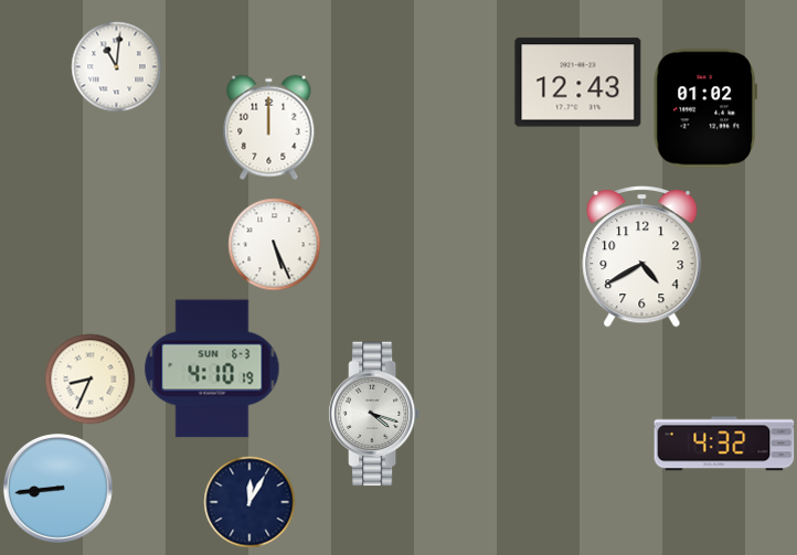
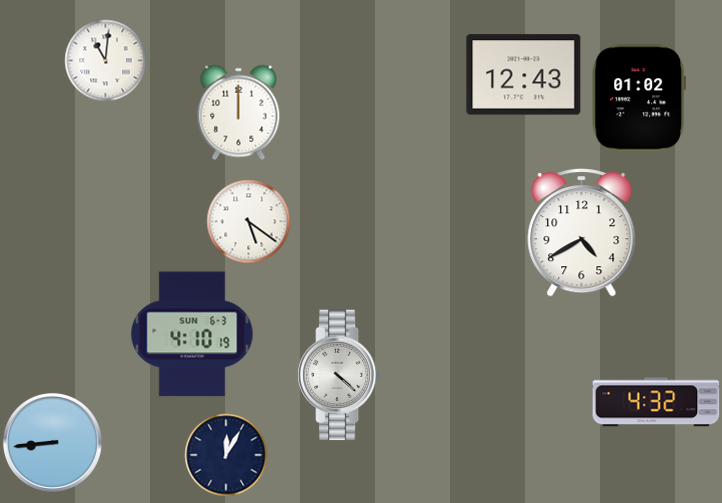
clock at (269, 127) position: (269, 127) -> (239, 112)
clock at (274, 244): 5:26 -> 5:21
clock at (89, 378): 8:34 -> none
clock at (374, 414): 4:18 -> 4:22
